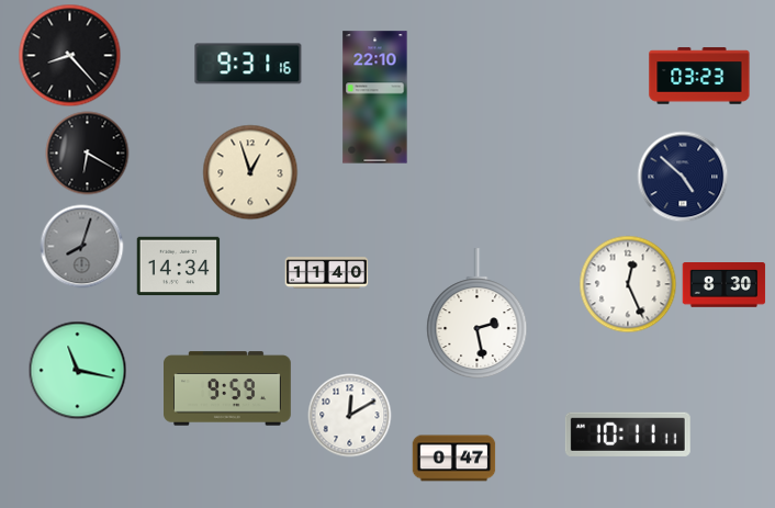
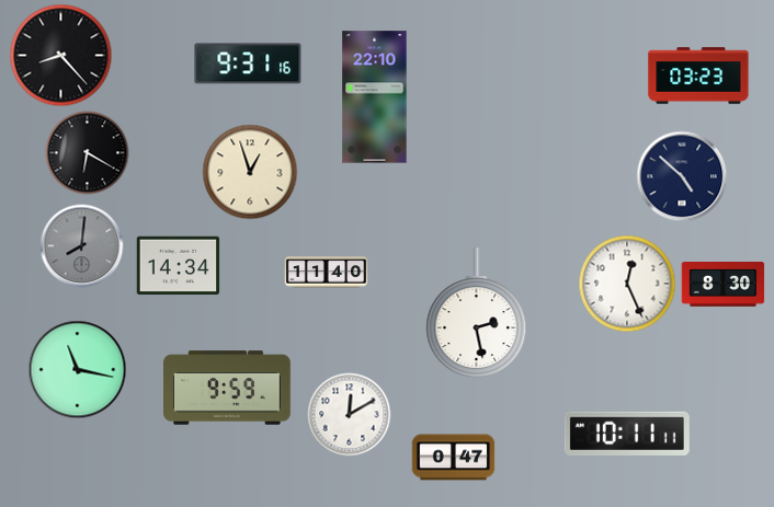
clock at (70, 56) position: (70, 56) -> (61, 56)
clock at (82, 247): 8:03 -> 8:01
